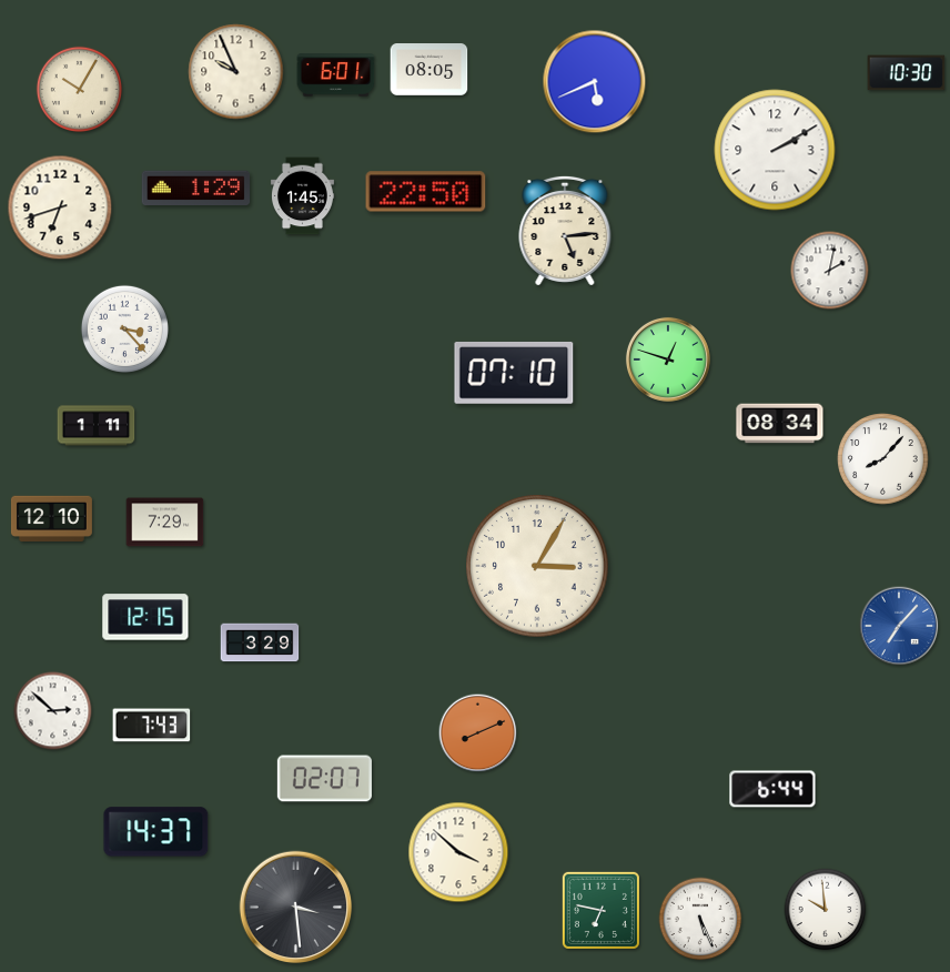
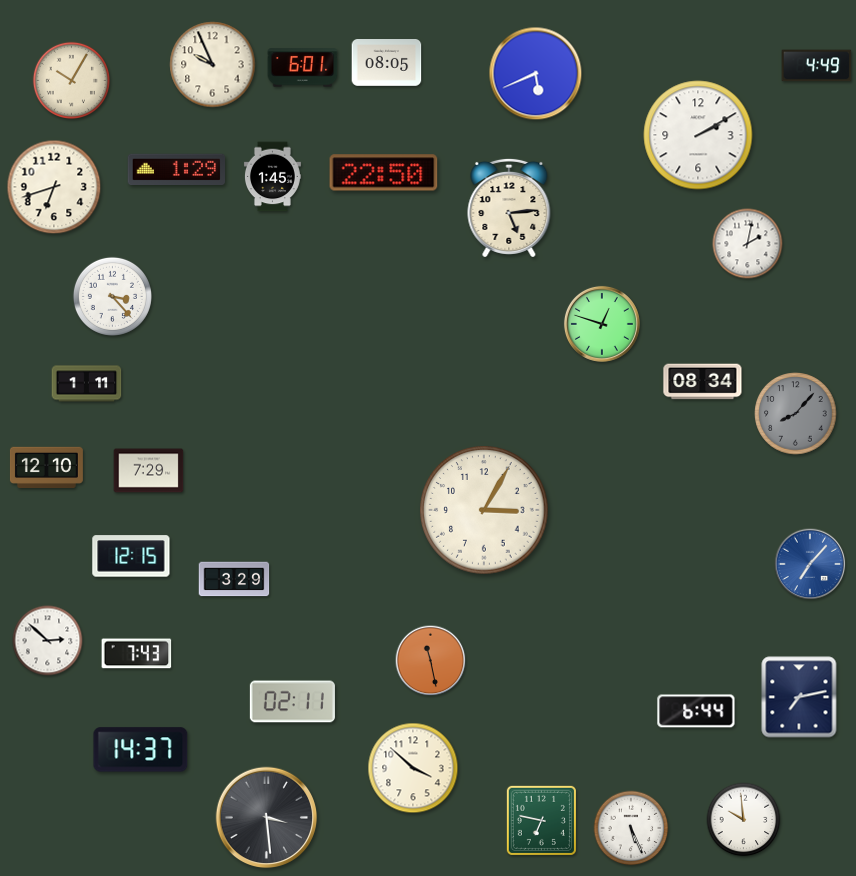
clock at (907, 73): 10:30 -> 4:49
clock at (514, 373): 07:10 -> none
clock at (883, 459) dial: white -> grey
clock at (478, 733): 8:11 -> 11:28
clock at (799, 697): none -> 7:13
clock at (324, 779): 02:07 -> 02:11
